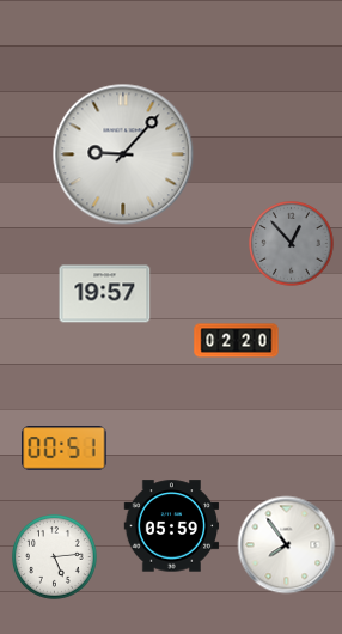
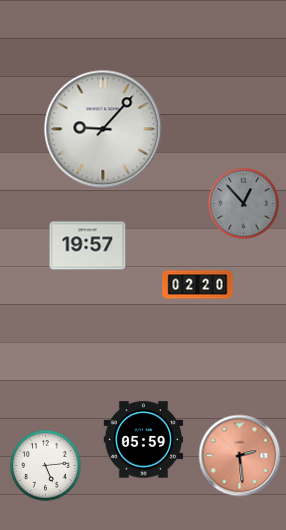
clock at (65, 449): 00:51 -> none
clock at (287, 545): 7:54 -> 2:29
clock at (287, 545) dial: white -> salmon
